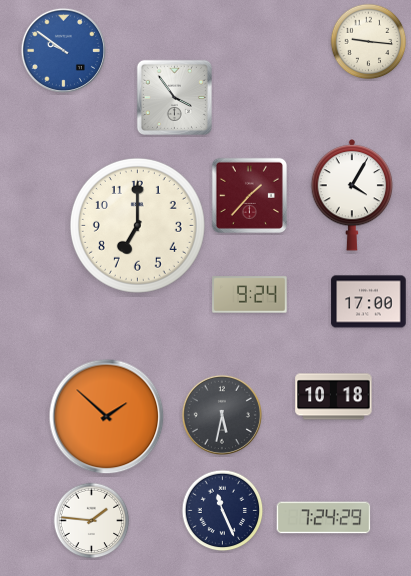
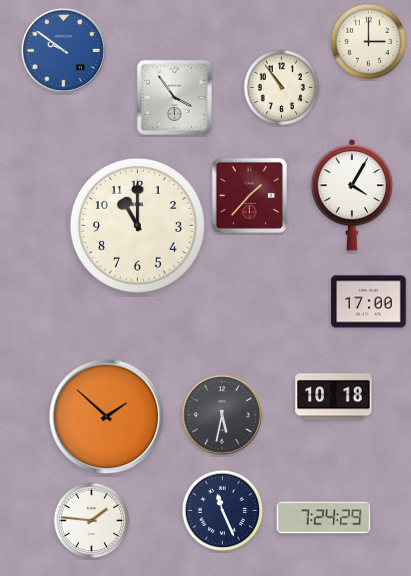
clock at (369, 42): 9:16 -> 3:00
clock at (282, 88): none -> 10:54
clock at (137, 225): 7:00 -> 11:00
clock at (250, 295): 9:24 -> none
